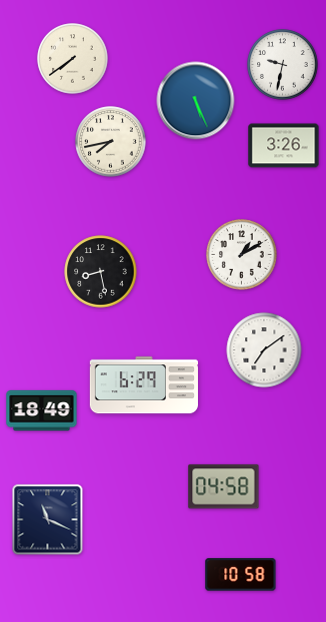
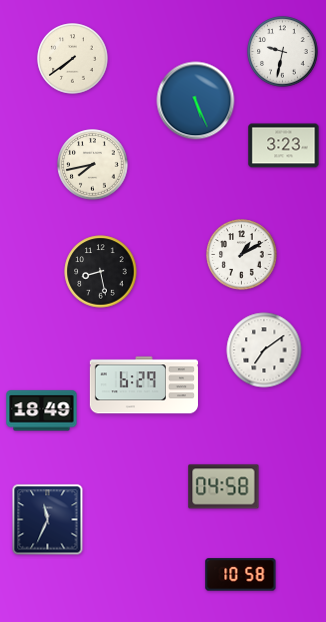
clock at (283, 65) position: (283, 65) -> (283, 52)
clock at (111, 142) position: (111, 142) -> (93, 165)
clock at (284, 146): 3:26 -> 3:23
clock at (48, 520): 11:19 -> 11:34
